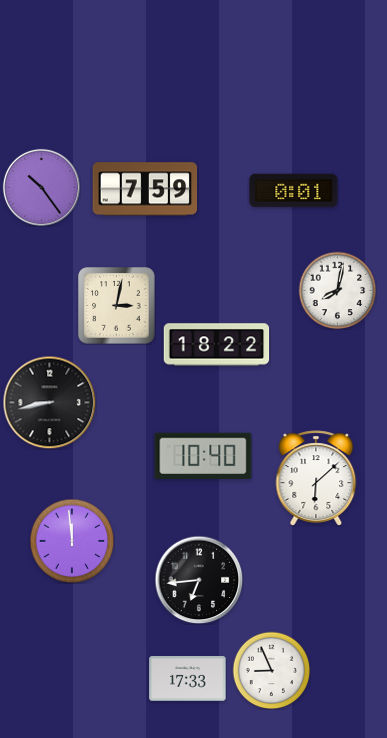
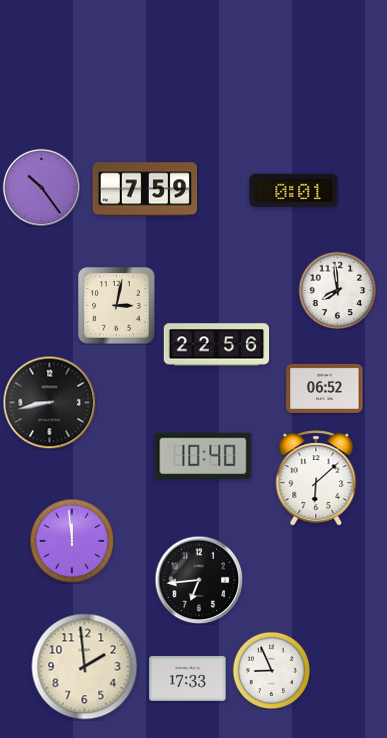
clock at (337, 290): 8:02 -> 7:59
clock at (217, 345): 18:22 -> 22:56
clock at (325, 388): none -> 06:52
clock at (85, 667): none -> 1:59
